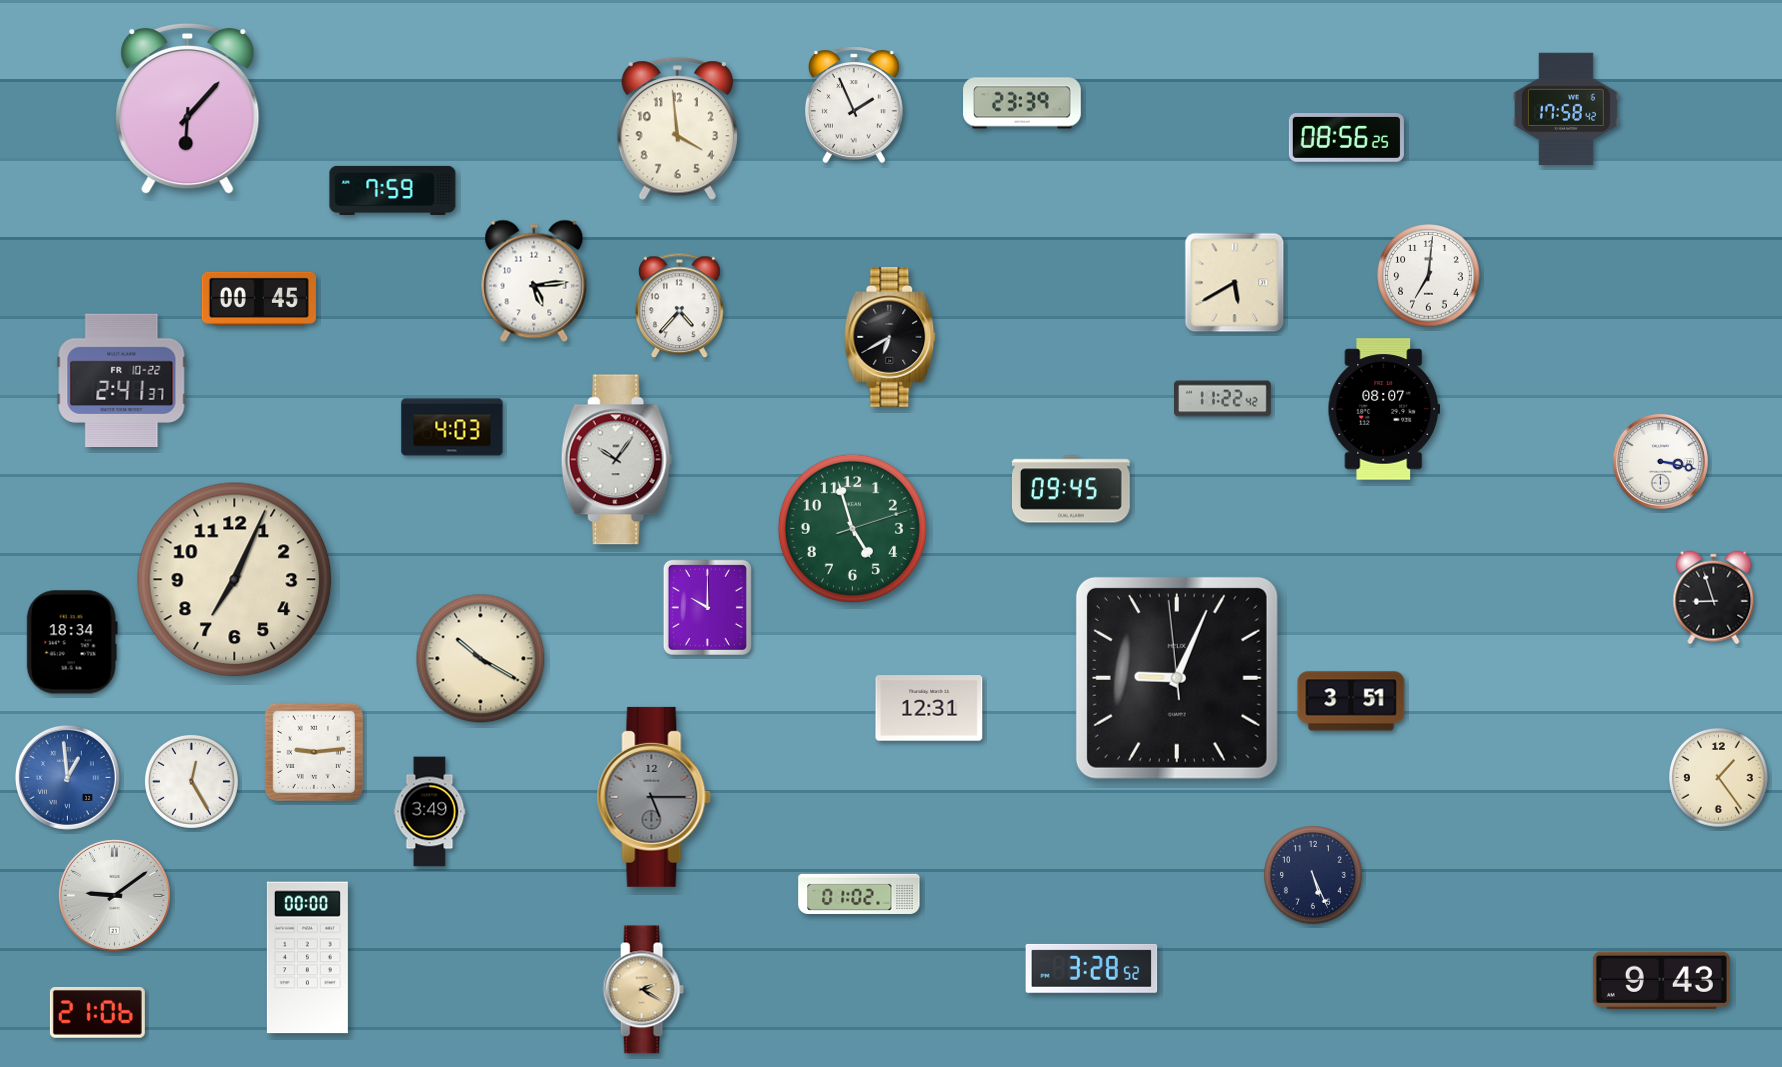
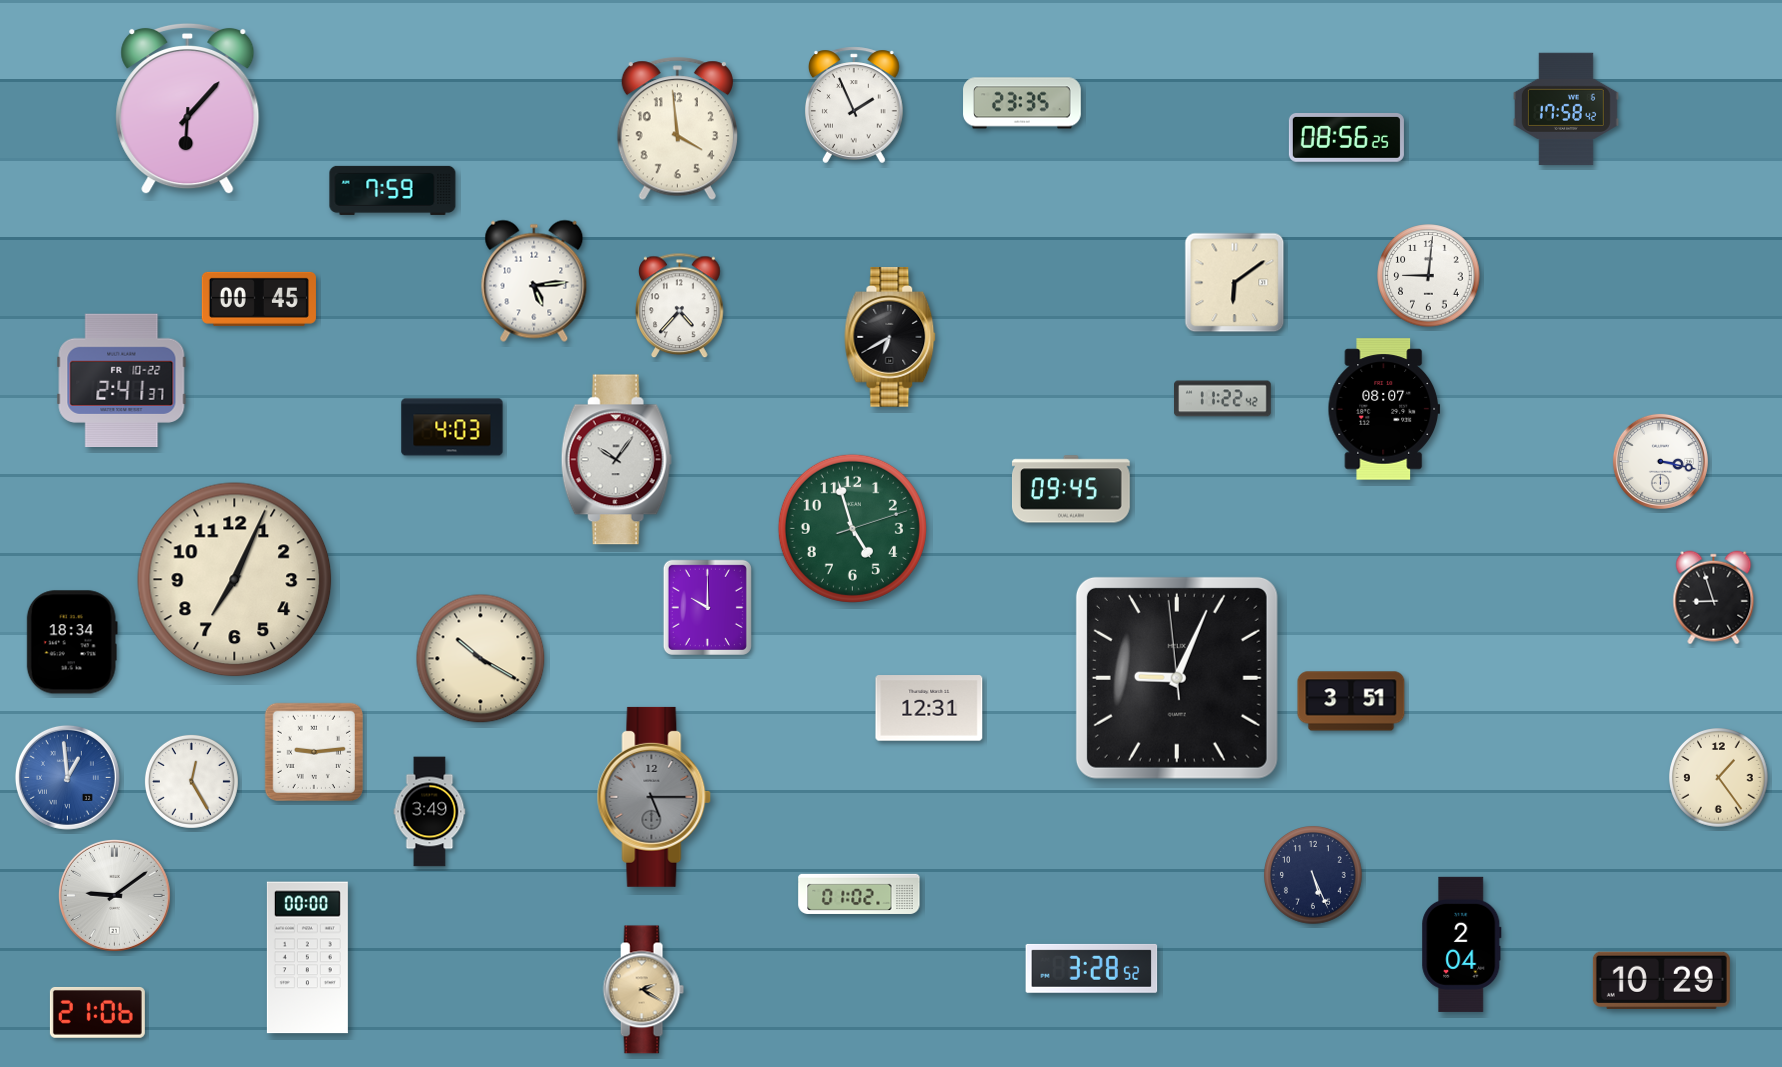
clock at (1022, 103): 23:39 -> 23:35
clock at (1429, 276): 7:01 -> 9:01
clock at (1235, 283): 5:40 -> 6:09
clock at (1462, 944): none -> 2:04
clock at (1661, 980): 9:43 -> 10:29
